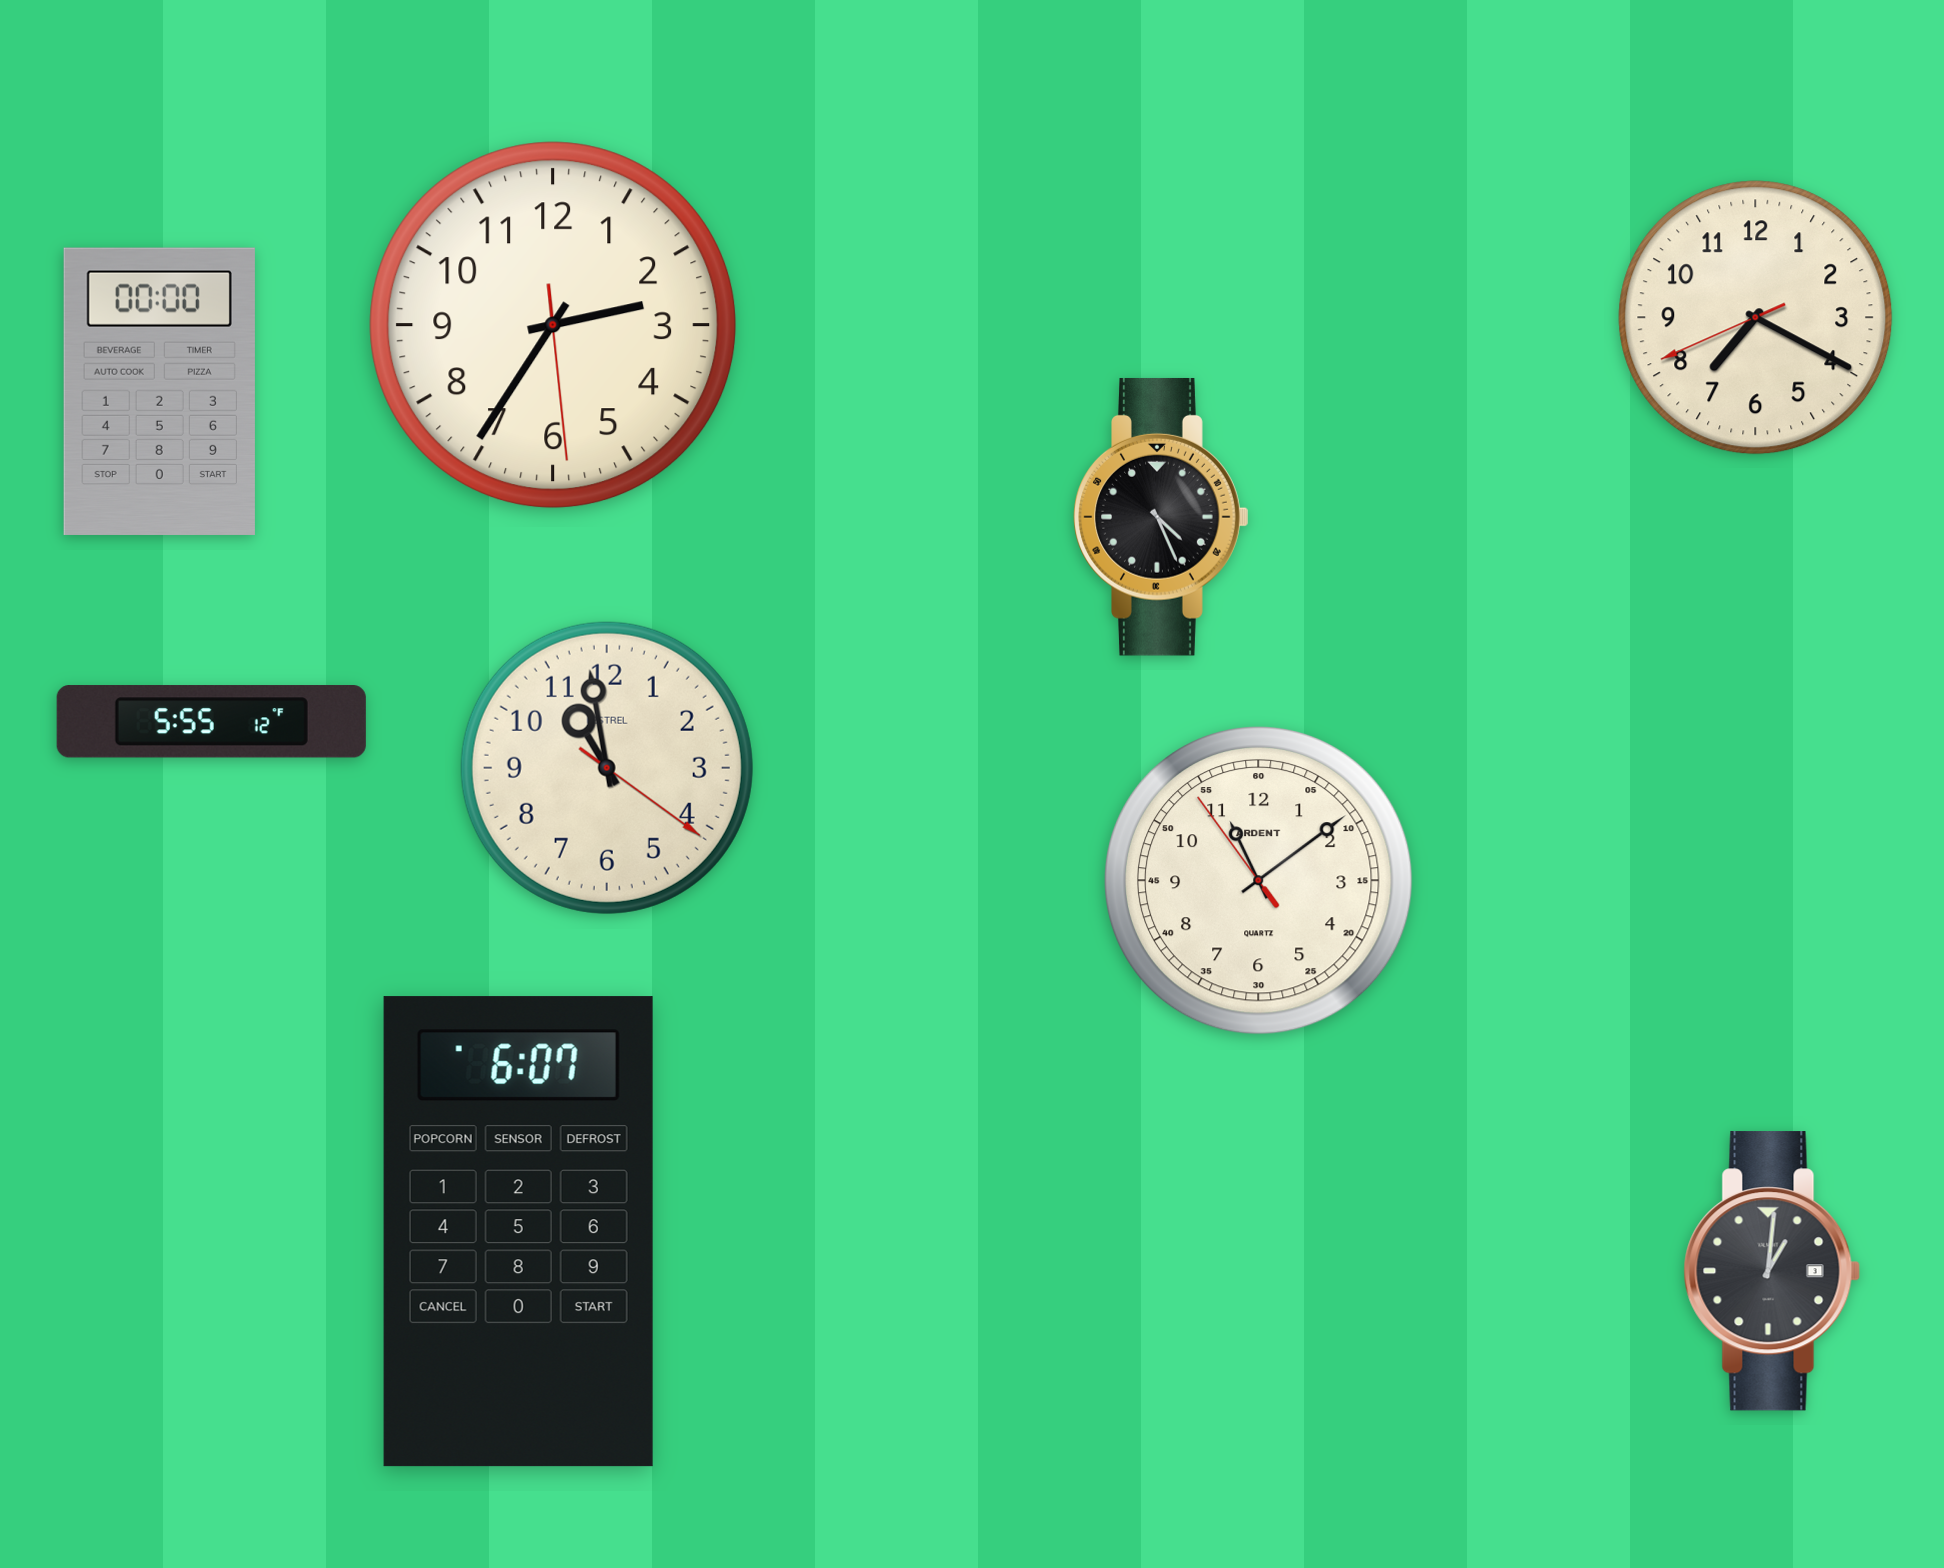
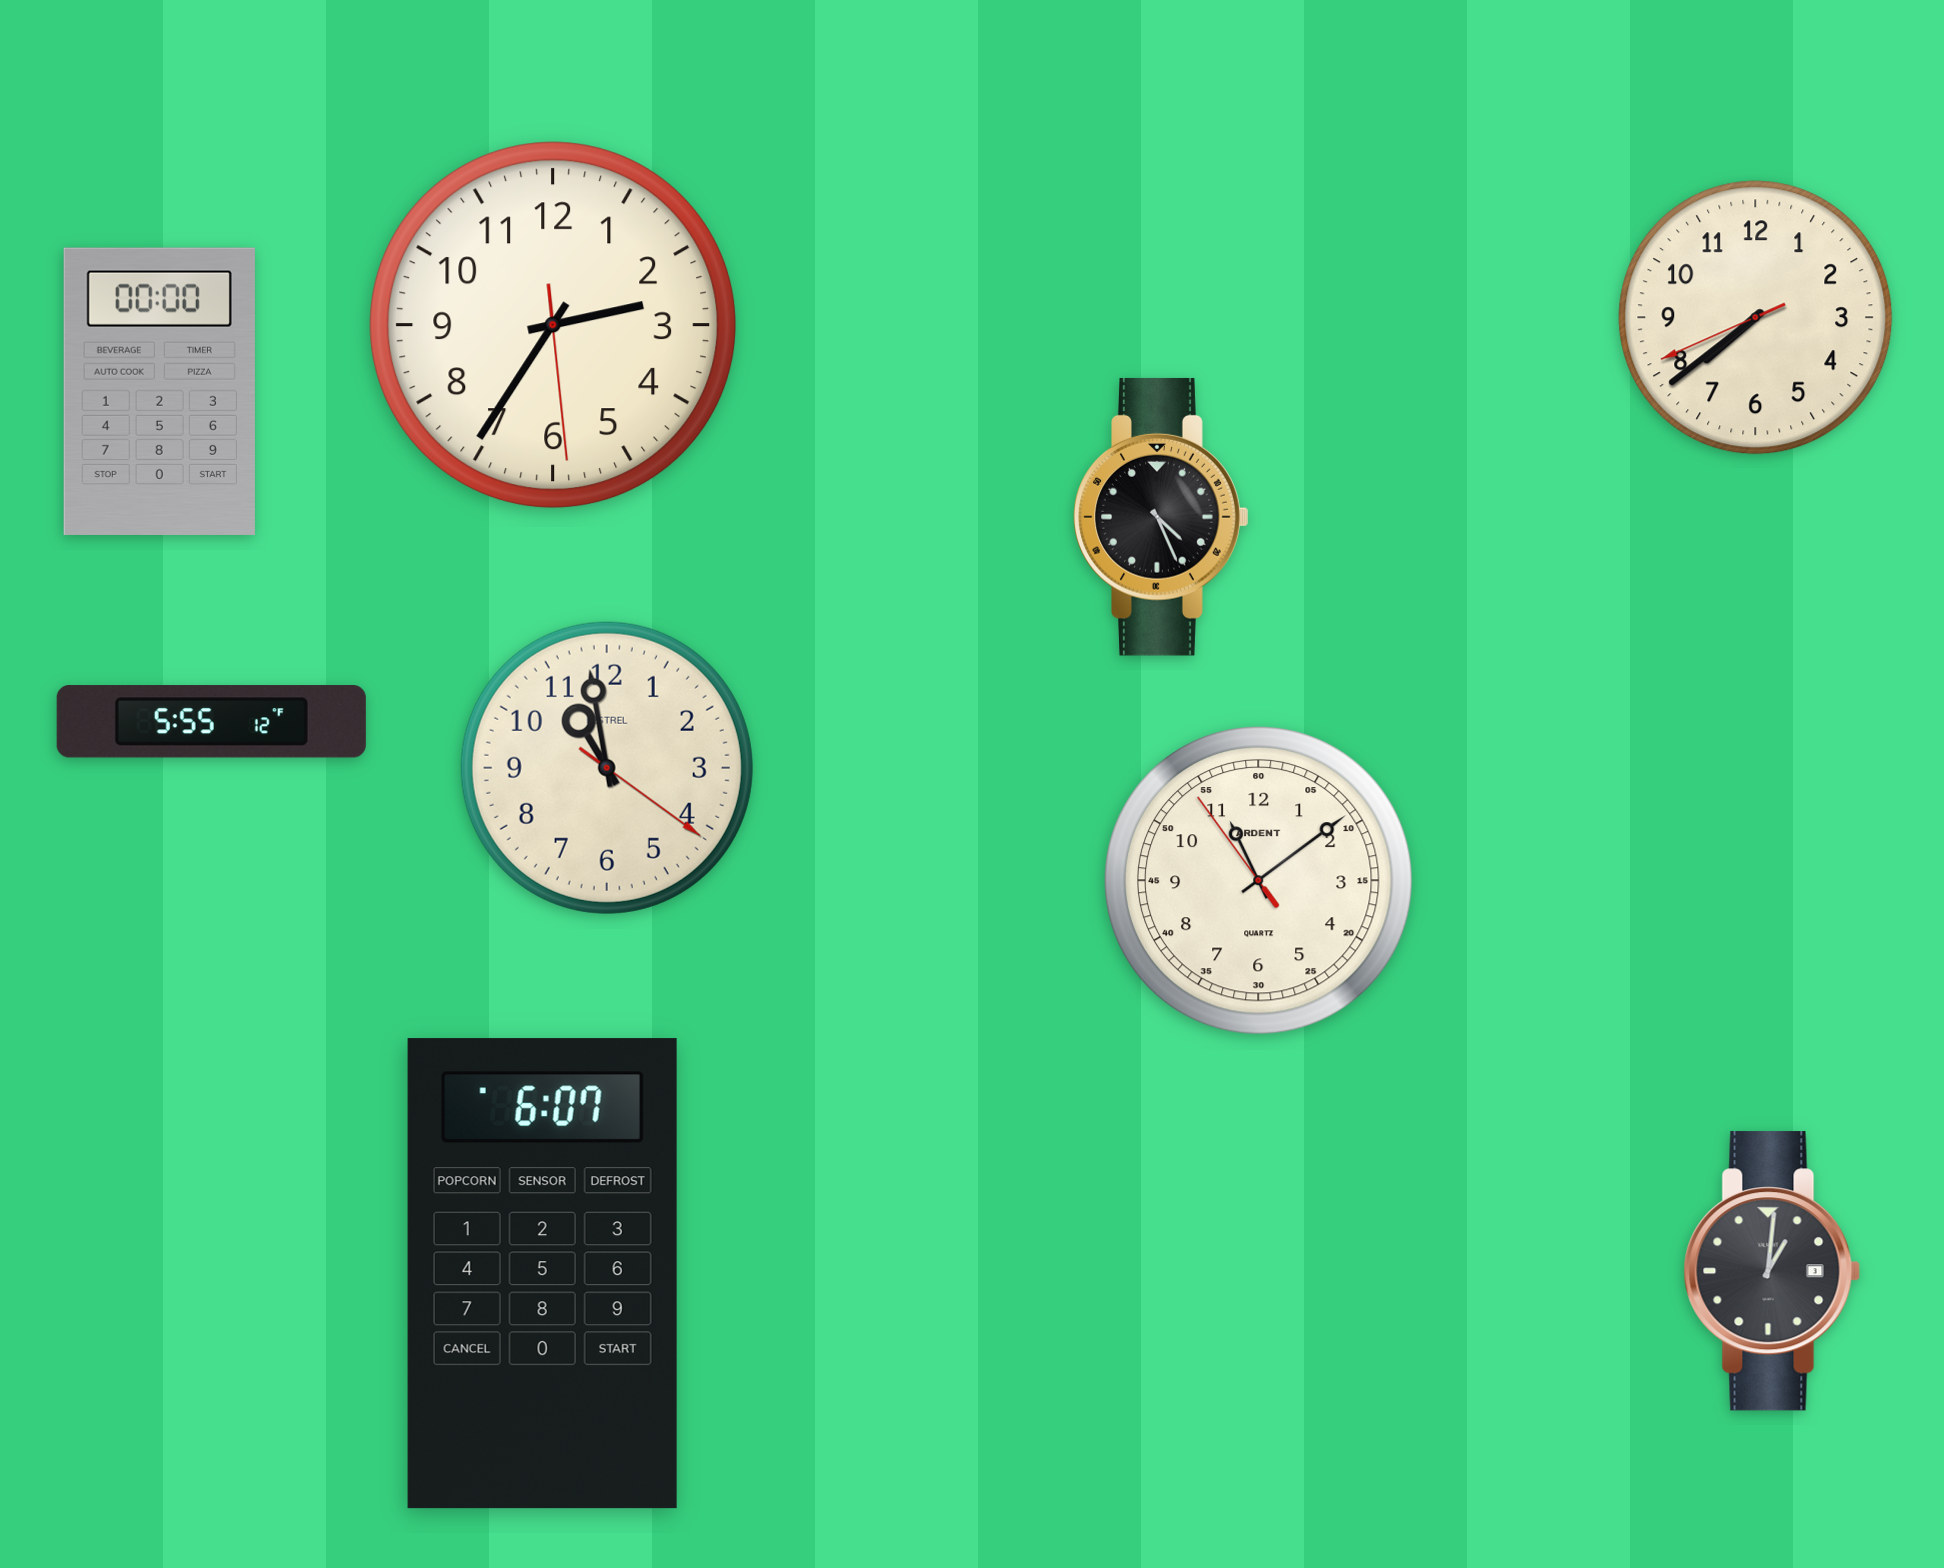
clock at (1756, 318): 7:19 -> 7:38
clock at (518, 1232) position: (518, 1232) -> (542, 1274)
